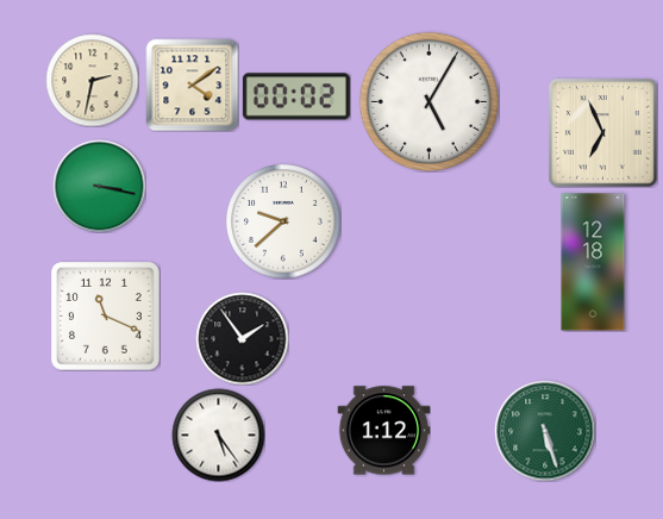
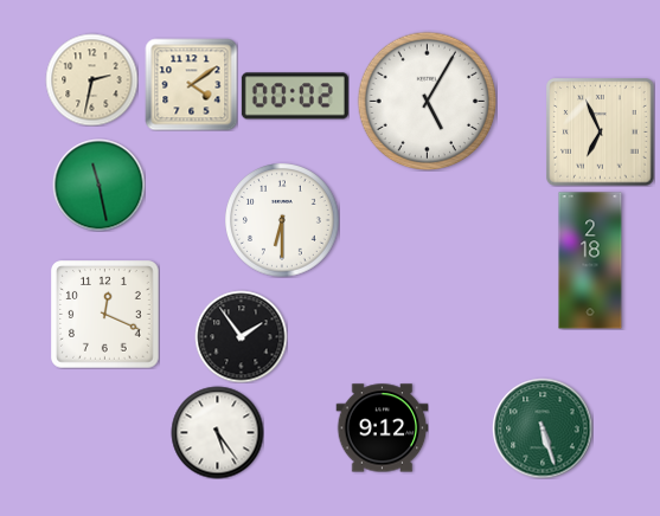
clock at (99, 186): 3:17 -> 11:28
clock at (283, 221): 9:38 -> 6:30
clock at (593, 262): 12:18 -> 2:18
clock at (105, 315): 11:19 -> 12:19
clock at (383, 431): 1:12 -> 9:12
